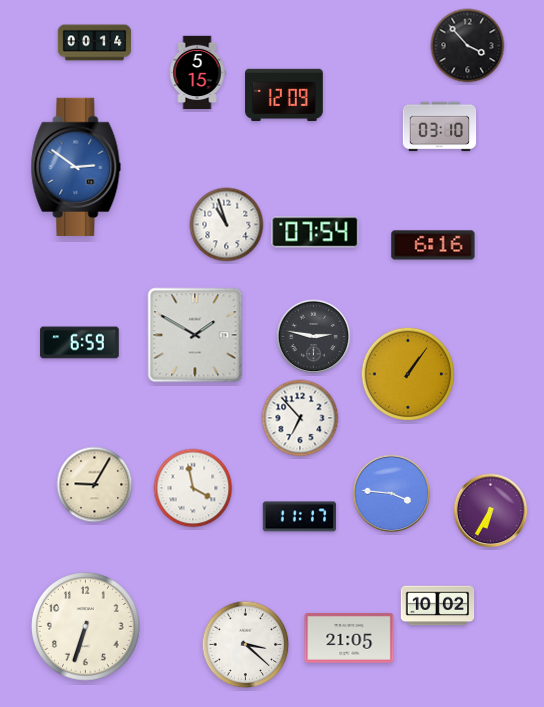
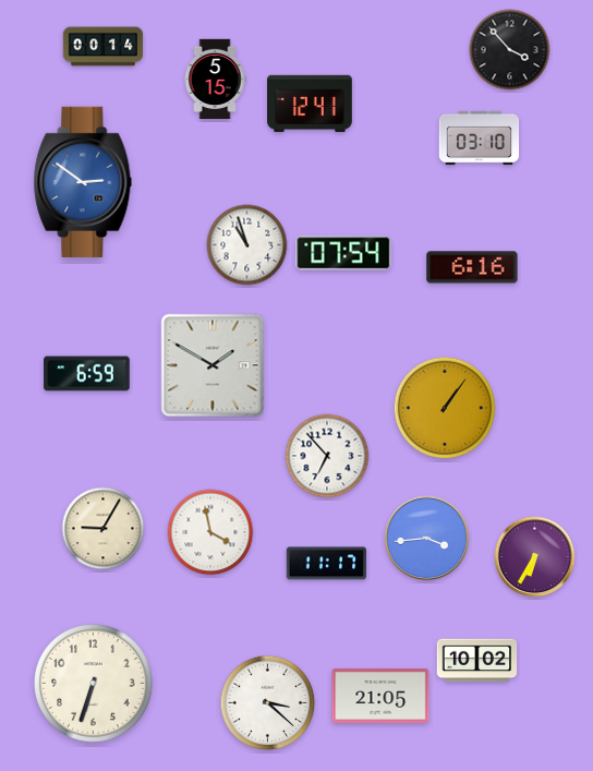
clock at (284, 95): 12:09 -> 12:41
clock at (314, 337): 2:47 -> none
clock at (392, 494): 3:46 -> 3:44
